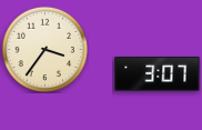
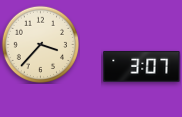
clock at (44, 49): 3:36 -> 3:37
